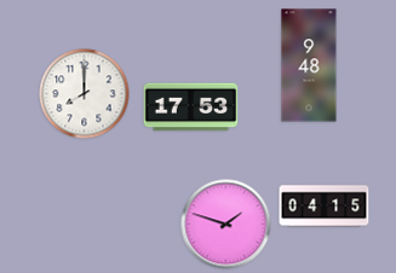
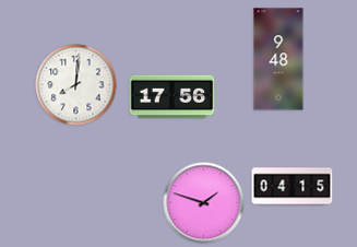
clock at (85, 94): 8:00 -> 8:01
clock at (191, 108): 17:53 -> 17:56
